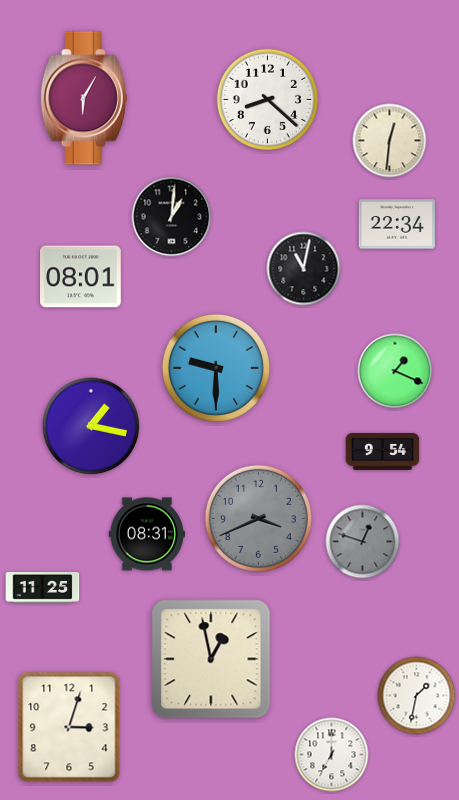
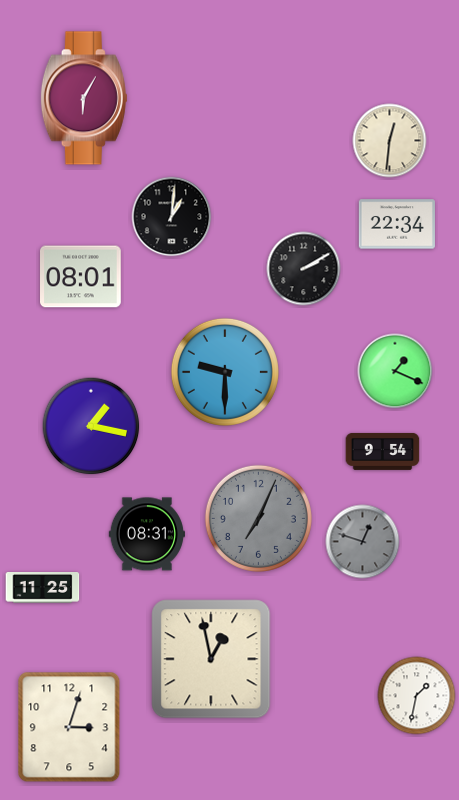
clock at (267, 99): 8:22 -> none
clock at (304, 269): 11:02 -> 2:10
clock at (216, 368) position: (216, 368) -> (225, 372)
clock at (258, 518): 3:41 -> 7:04
clock at (332, 755): 7:00 -> none
